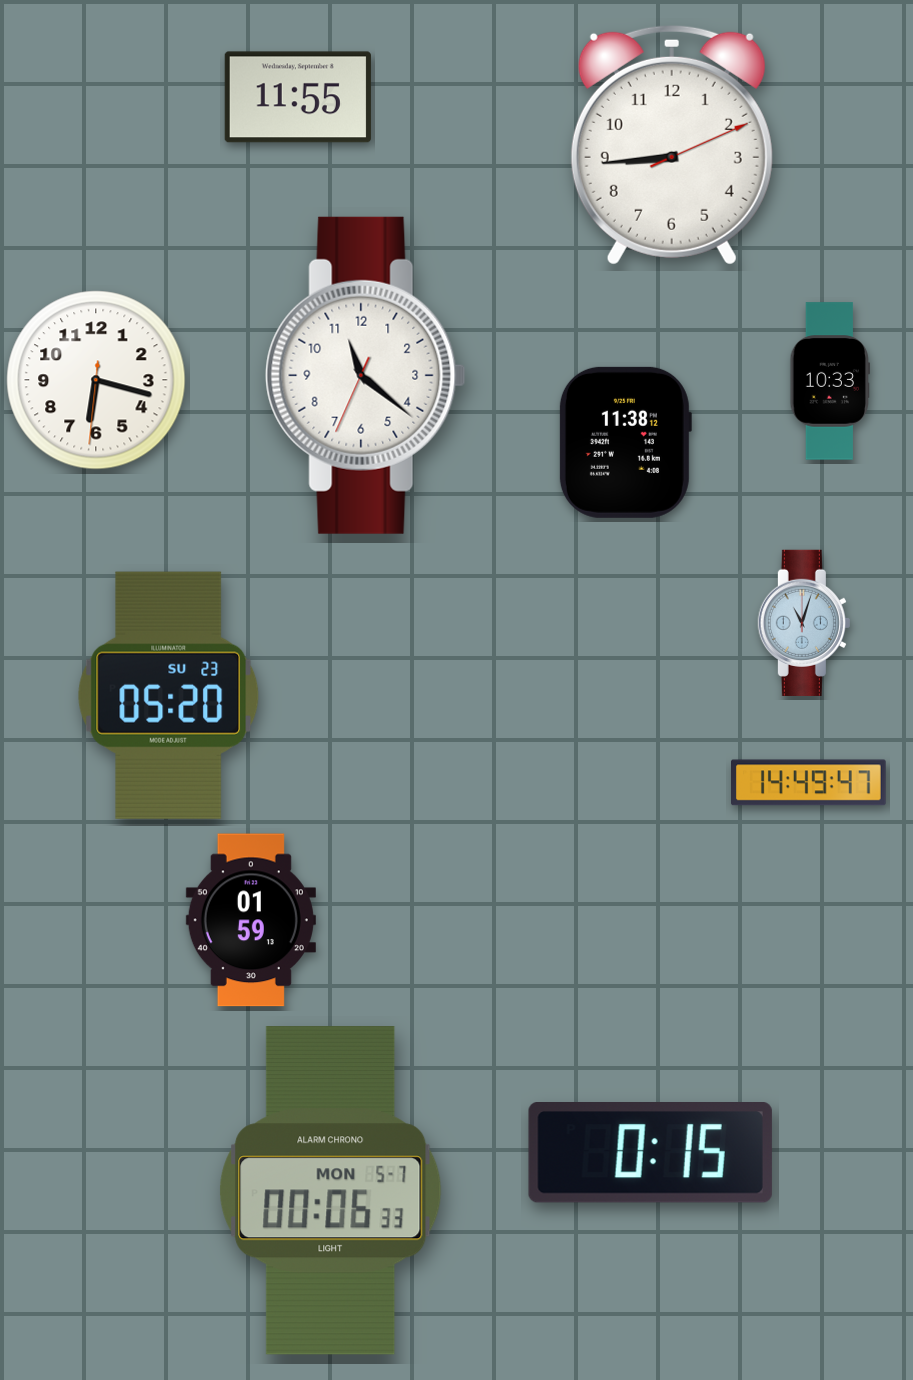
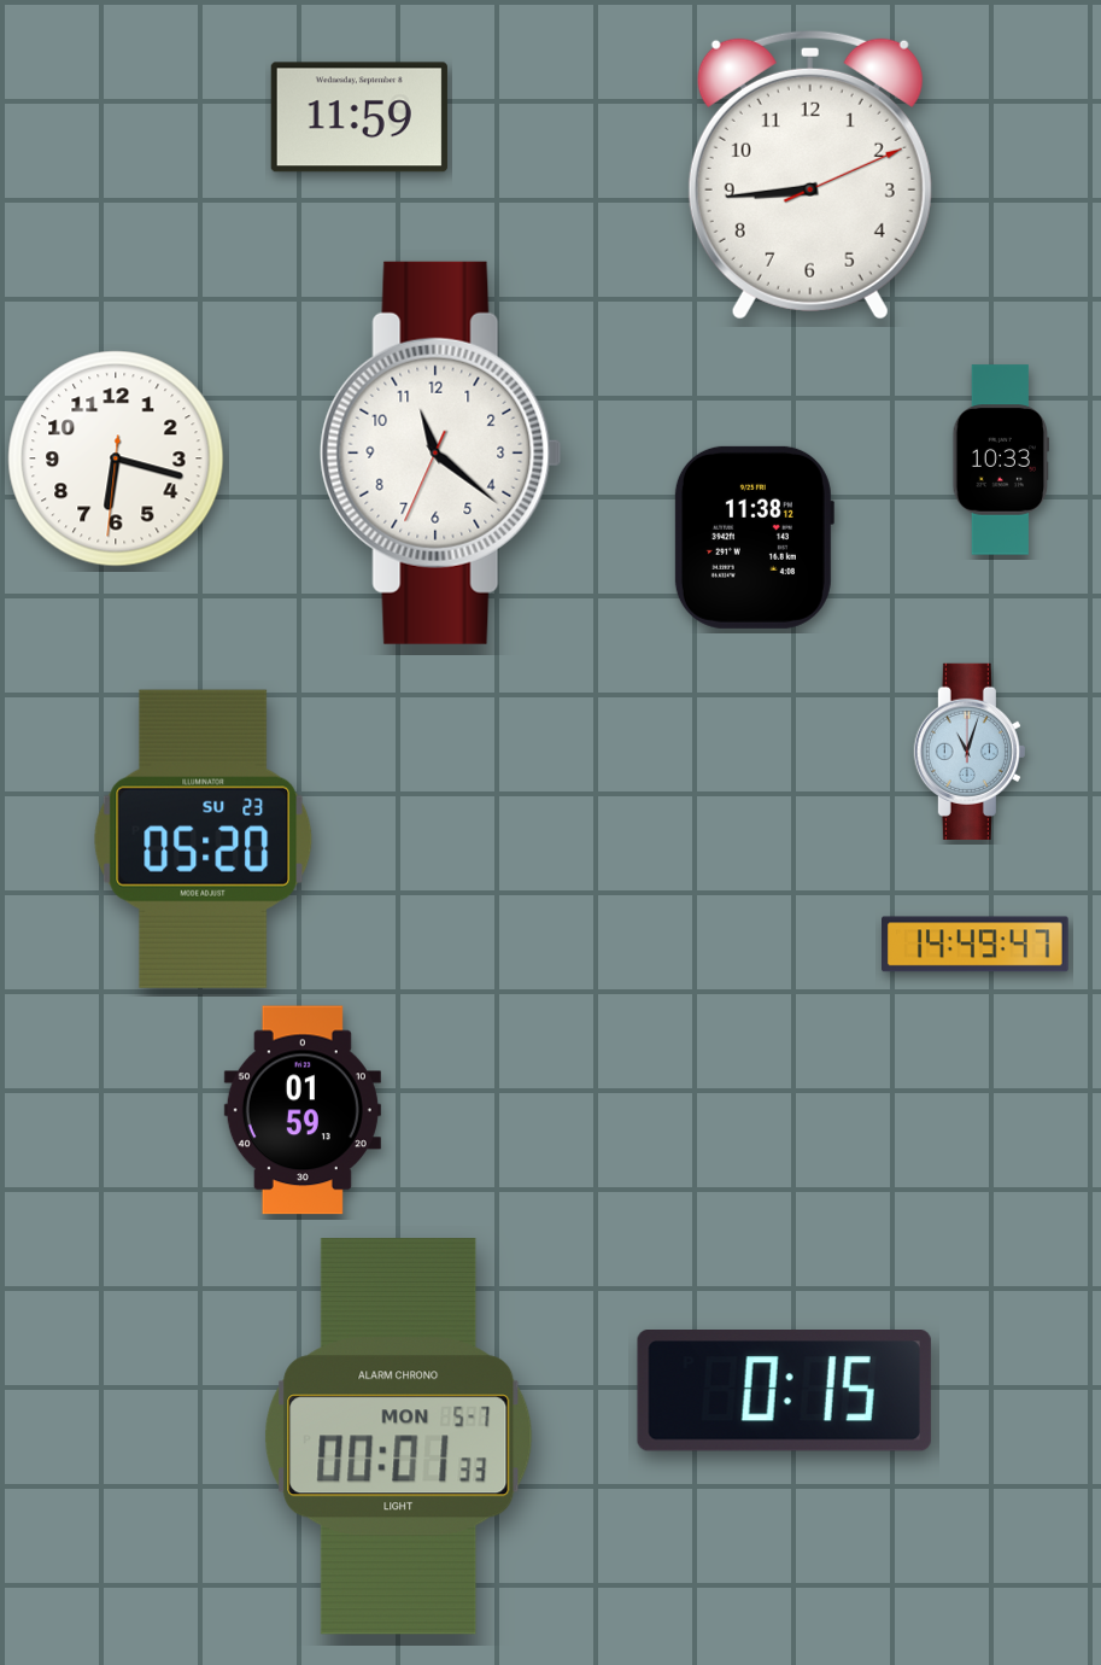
clock at (298, 97): 11:55 -> 11:59
clock at (625, 442) position: (625, 442) -> (754, 537)
clock at (331, 1191): 00:06 -> 00:01
